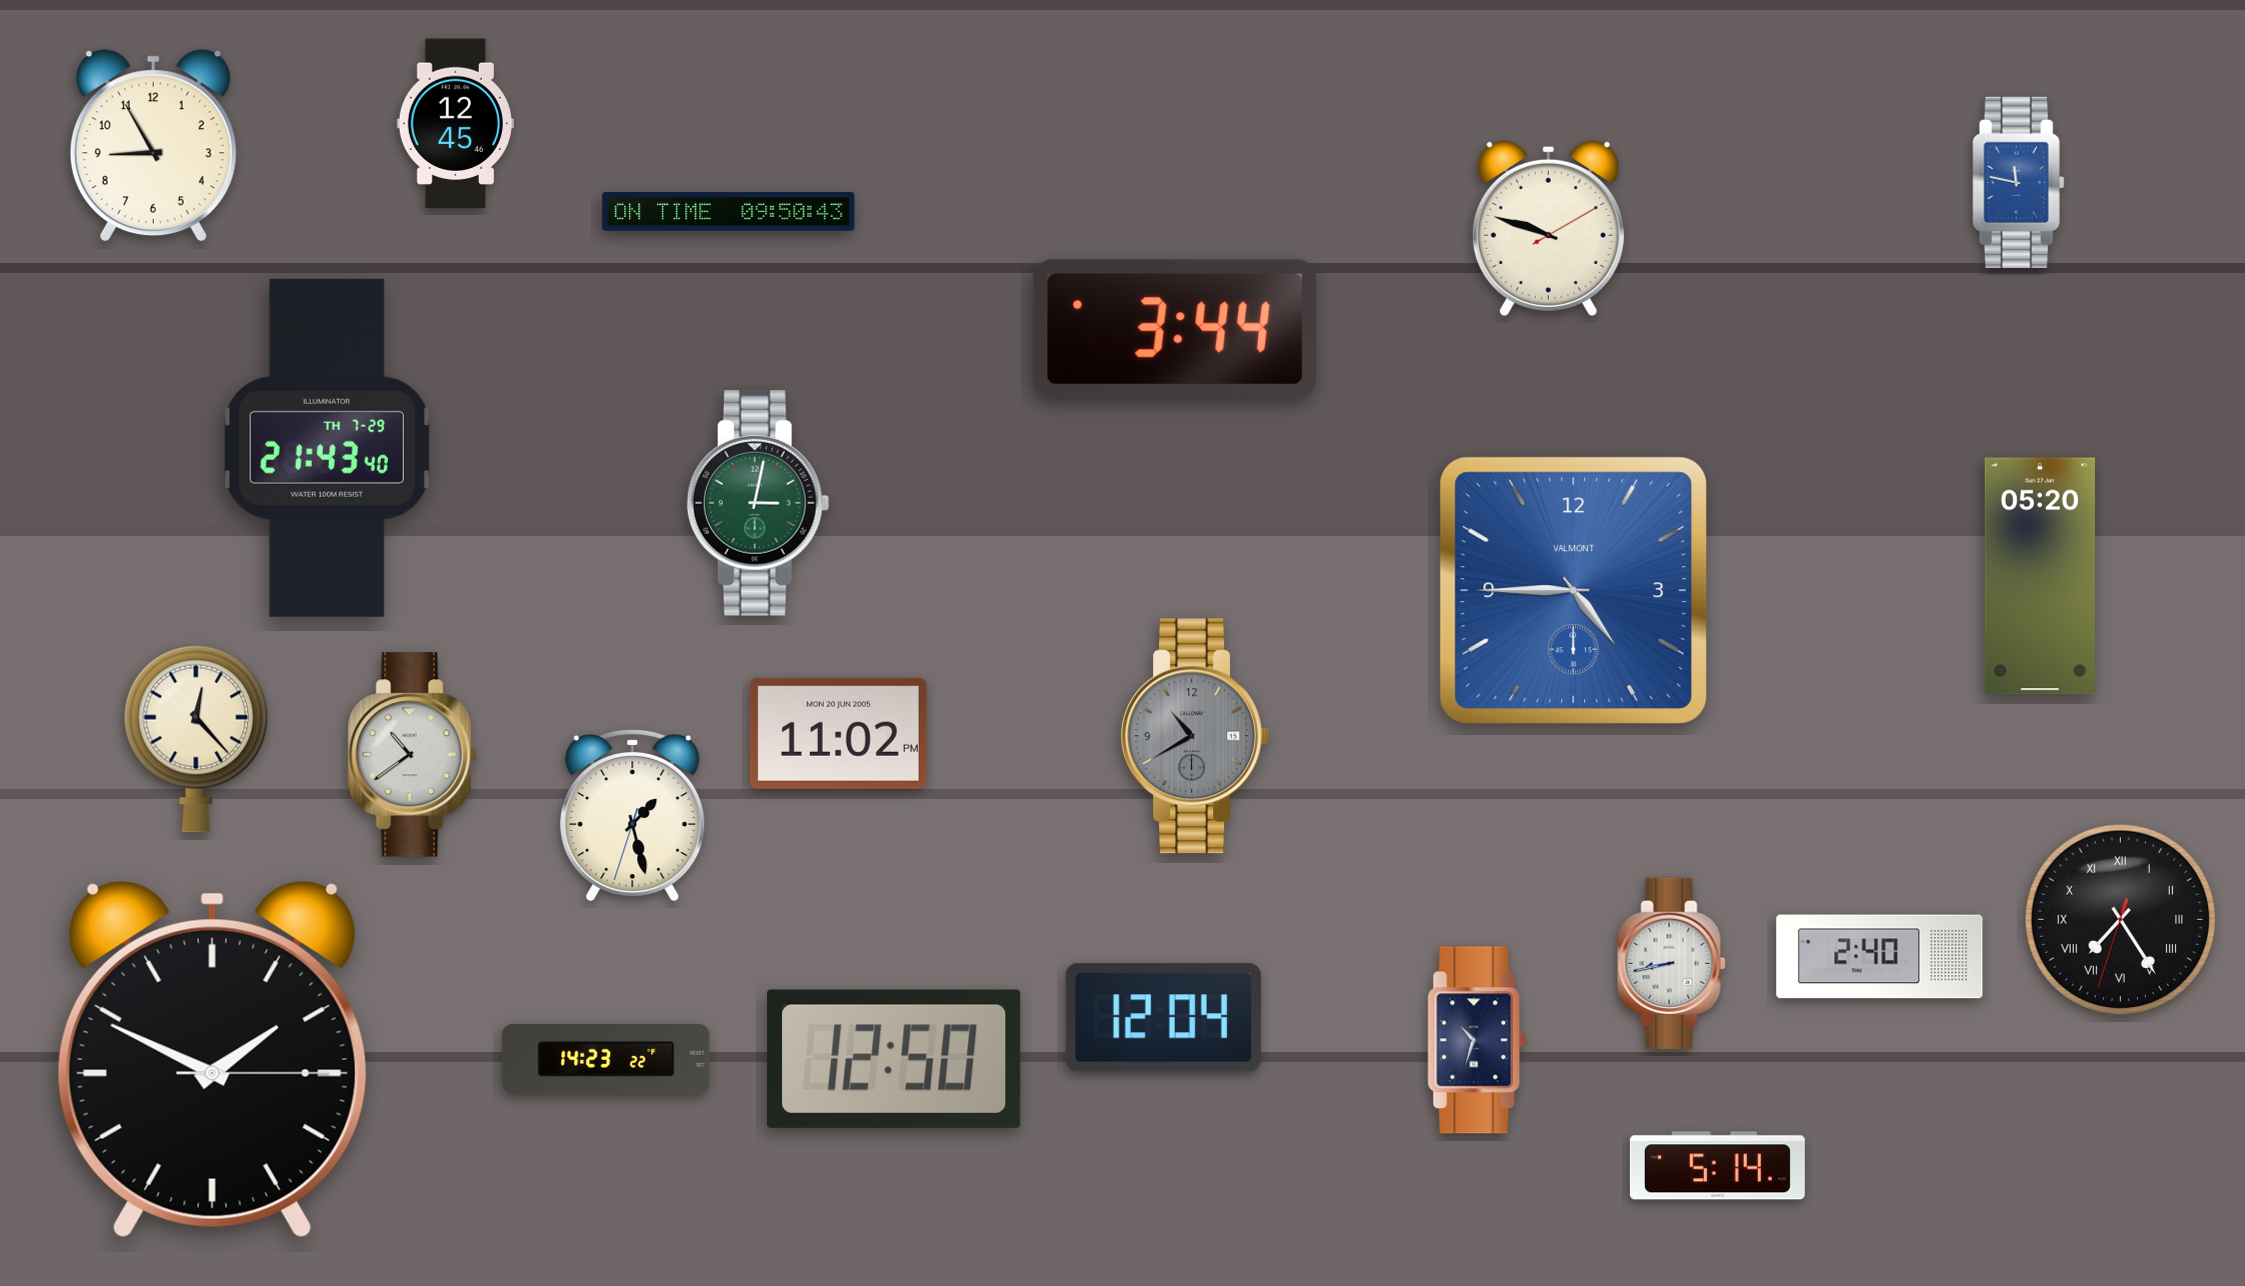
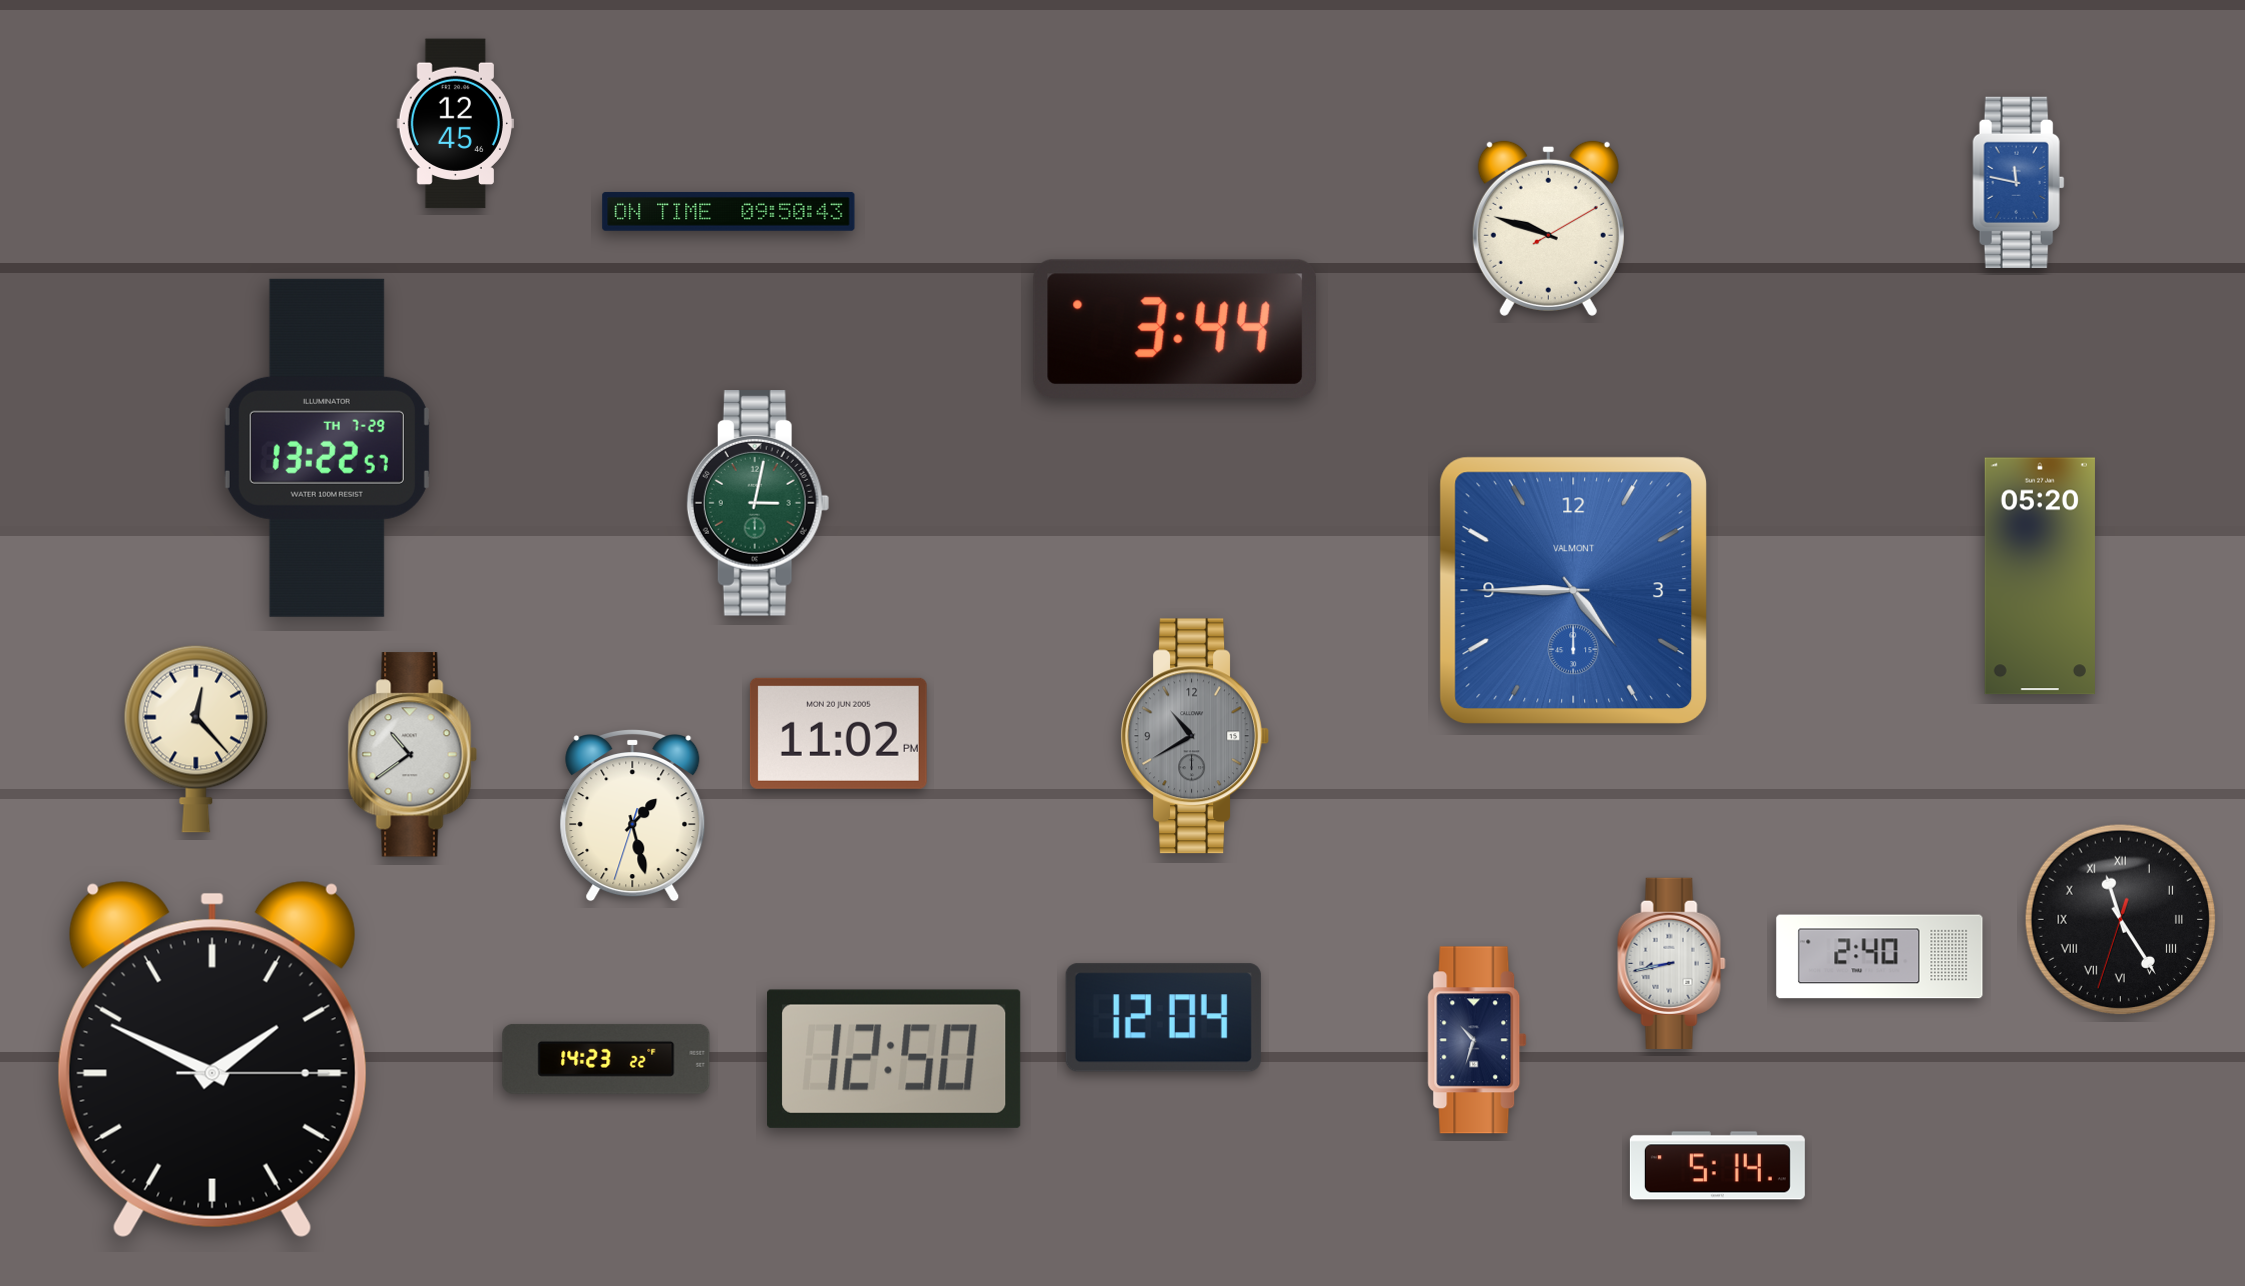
clock at (153, 146): 8:55 -> none
clock at (327, 448): 21:43 -> 13:22
clock at (2121, 920): 7:24 -> 11:24
